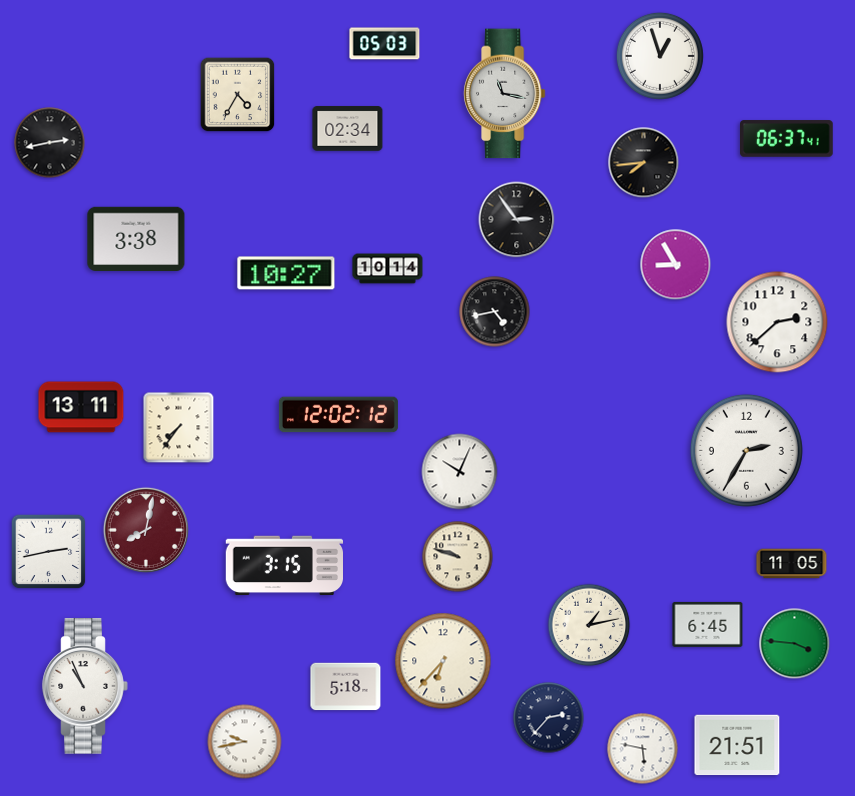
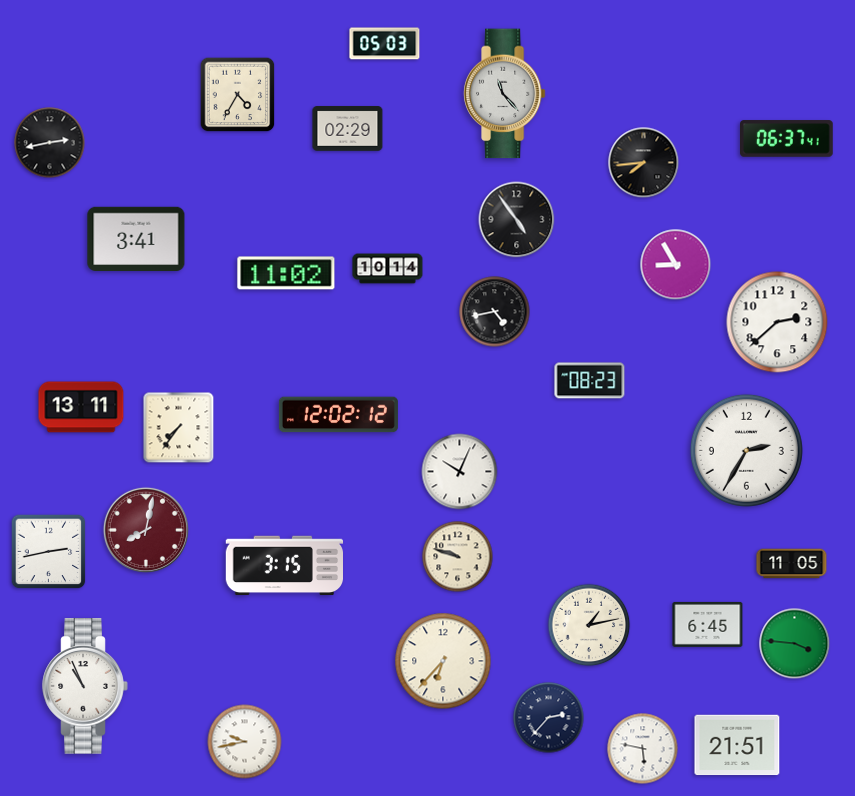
clock at (660, 56): 12:57 -> none
clock at (504, 94): 11:17 -> 11:23
clock at (348, 129): 02:34 -> 02:29
clock at (517, 220): 2:54 -> 4:54
clock at (136, 238): 3:38 -> 3:41
clock at (286, 273): 10:27 -> 11:02
clock at (590, 381): none -> 08:23
clock at (346, 687): 5:18 -> none
